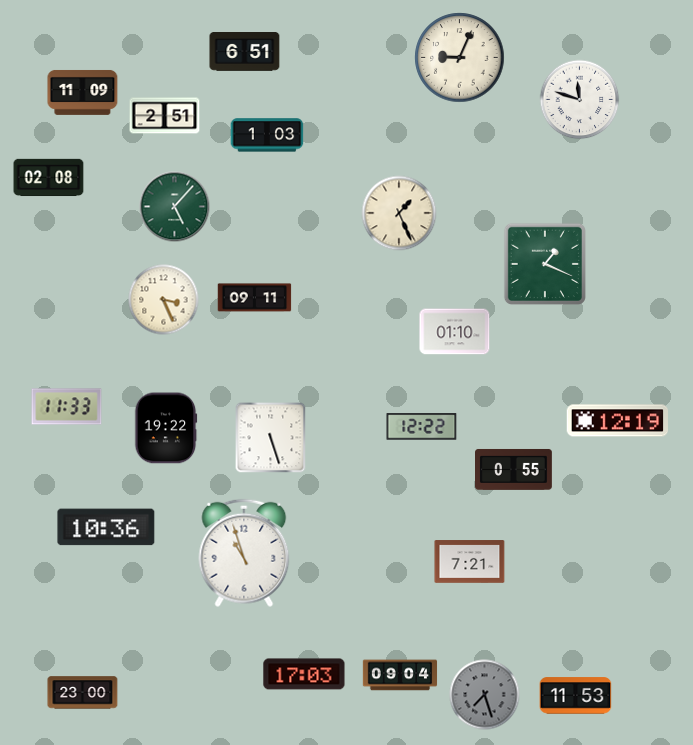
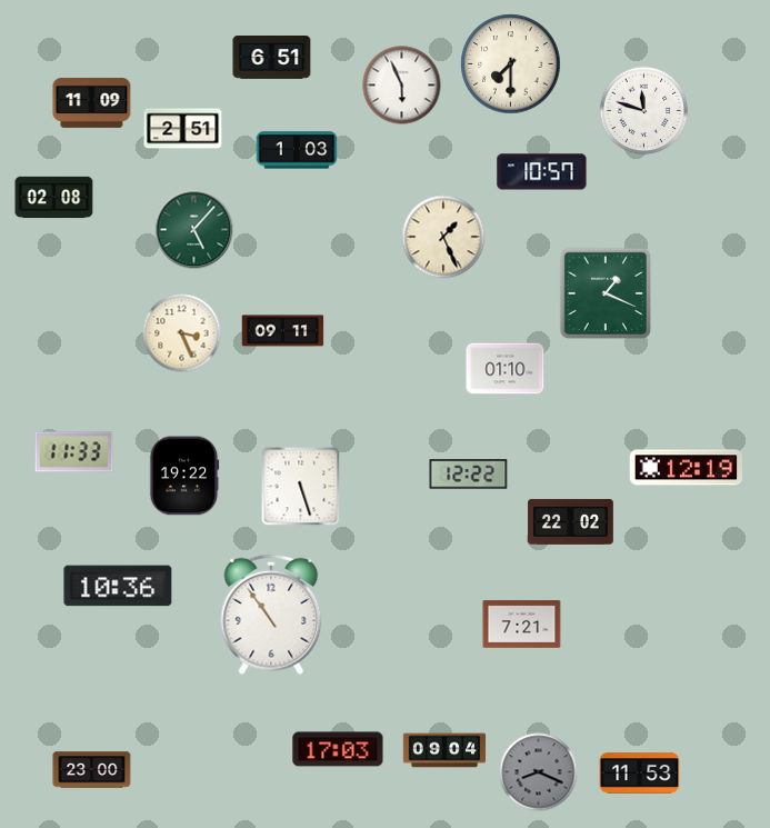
clock at (460, 58): 9:04 -> 7:30
clock at (402, 86): none -> 5:56
clock at (542, 172): none -> 10:57
clock at (514, 469): 0:55 -> 22:02
clock at (244, 553): 10:57 -> 10:54
clock at (485, 695): 7:27 -> 8:19
